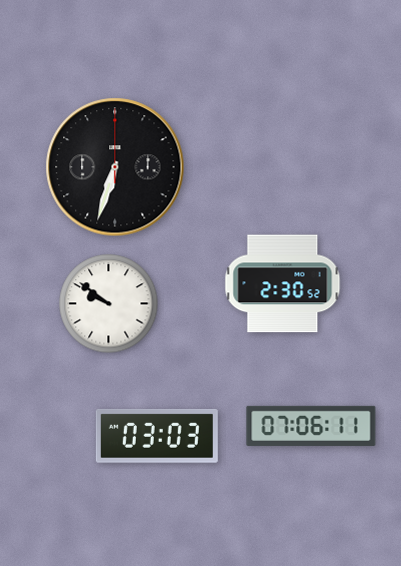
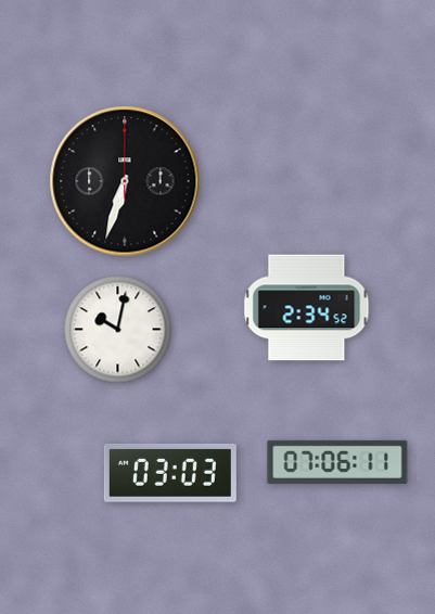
clock at (283, 284): 2:30 -> 2:34
clock at (109, 304): 9:51 -> 10:02
